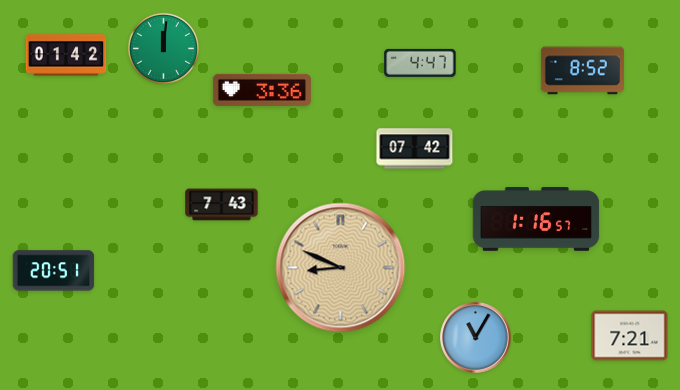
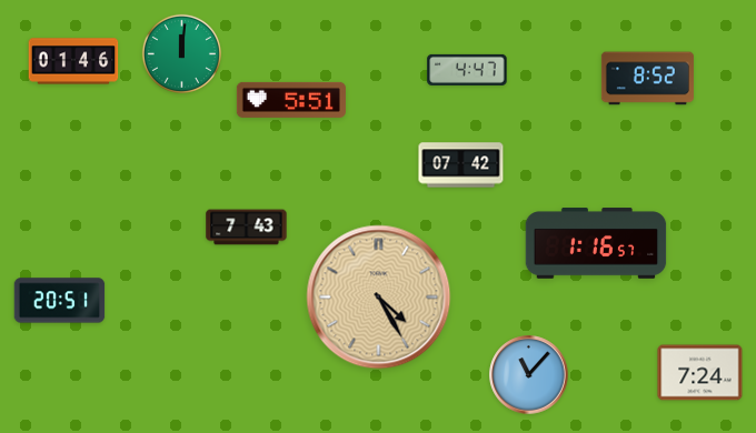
clock at (66, 55): 01:42 -> 01:46
clock at (262, 90): 3:36 -> 5:51
clock at (341, 268): 8:49 -> 4:25
clock at (630, 336): 7:21 -> 7:24
clock at (476, 338): 11:05 -> 11:07
